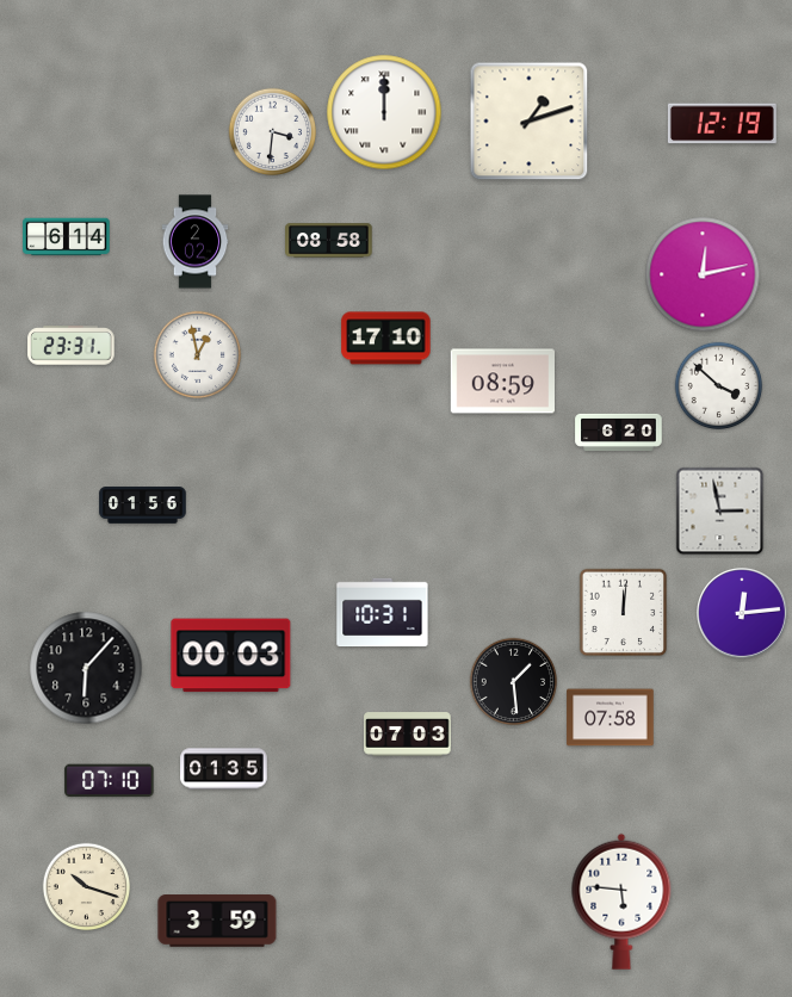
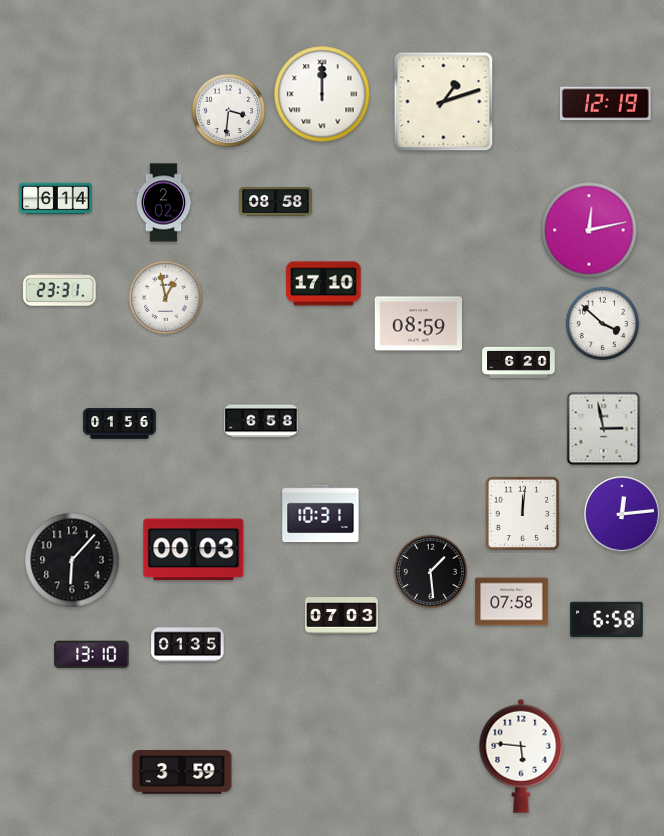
clock at (502, 382) position: (502, 382) -> (418, 324)
clock at (261, 421): none -> 6:58
clock at (607, 620): none -> 6:58
clock at (110, 781): 07:10 -> 13:10
clock at (87, 887): 10:18 -> none
